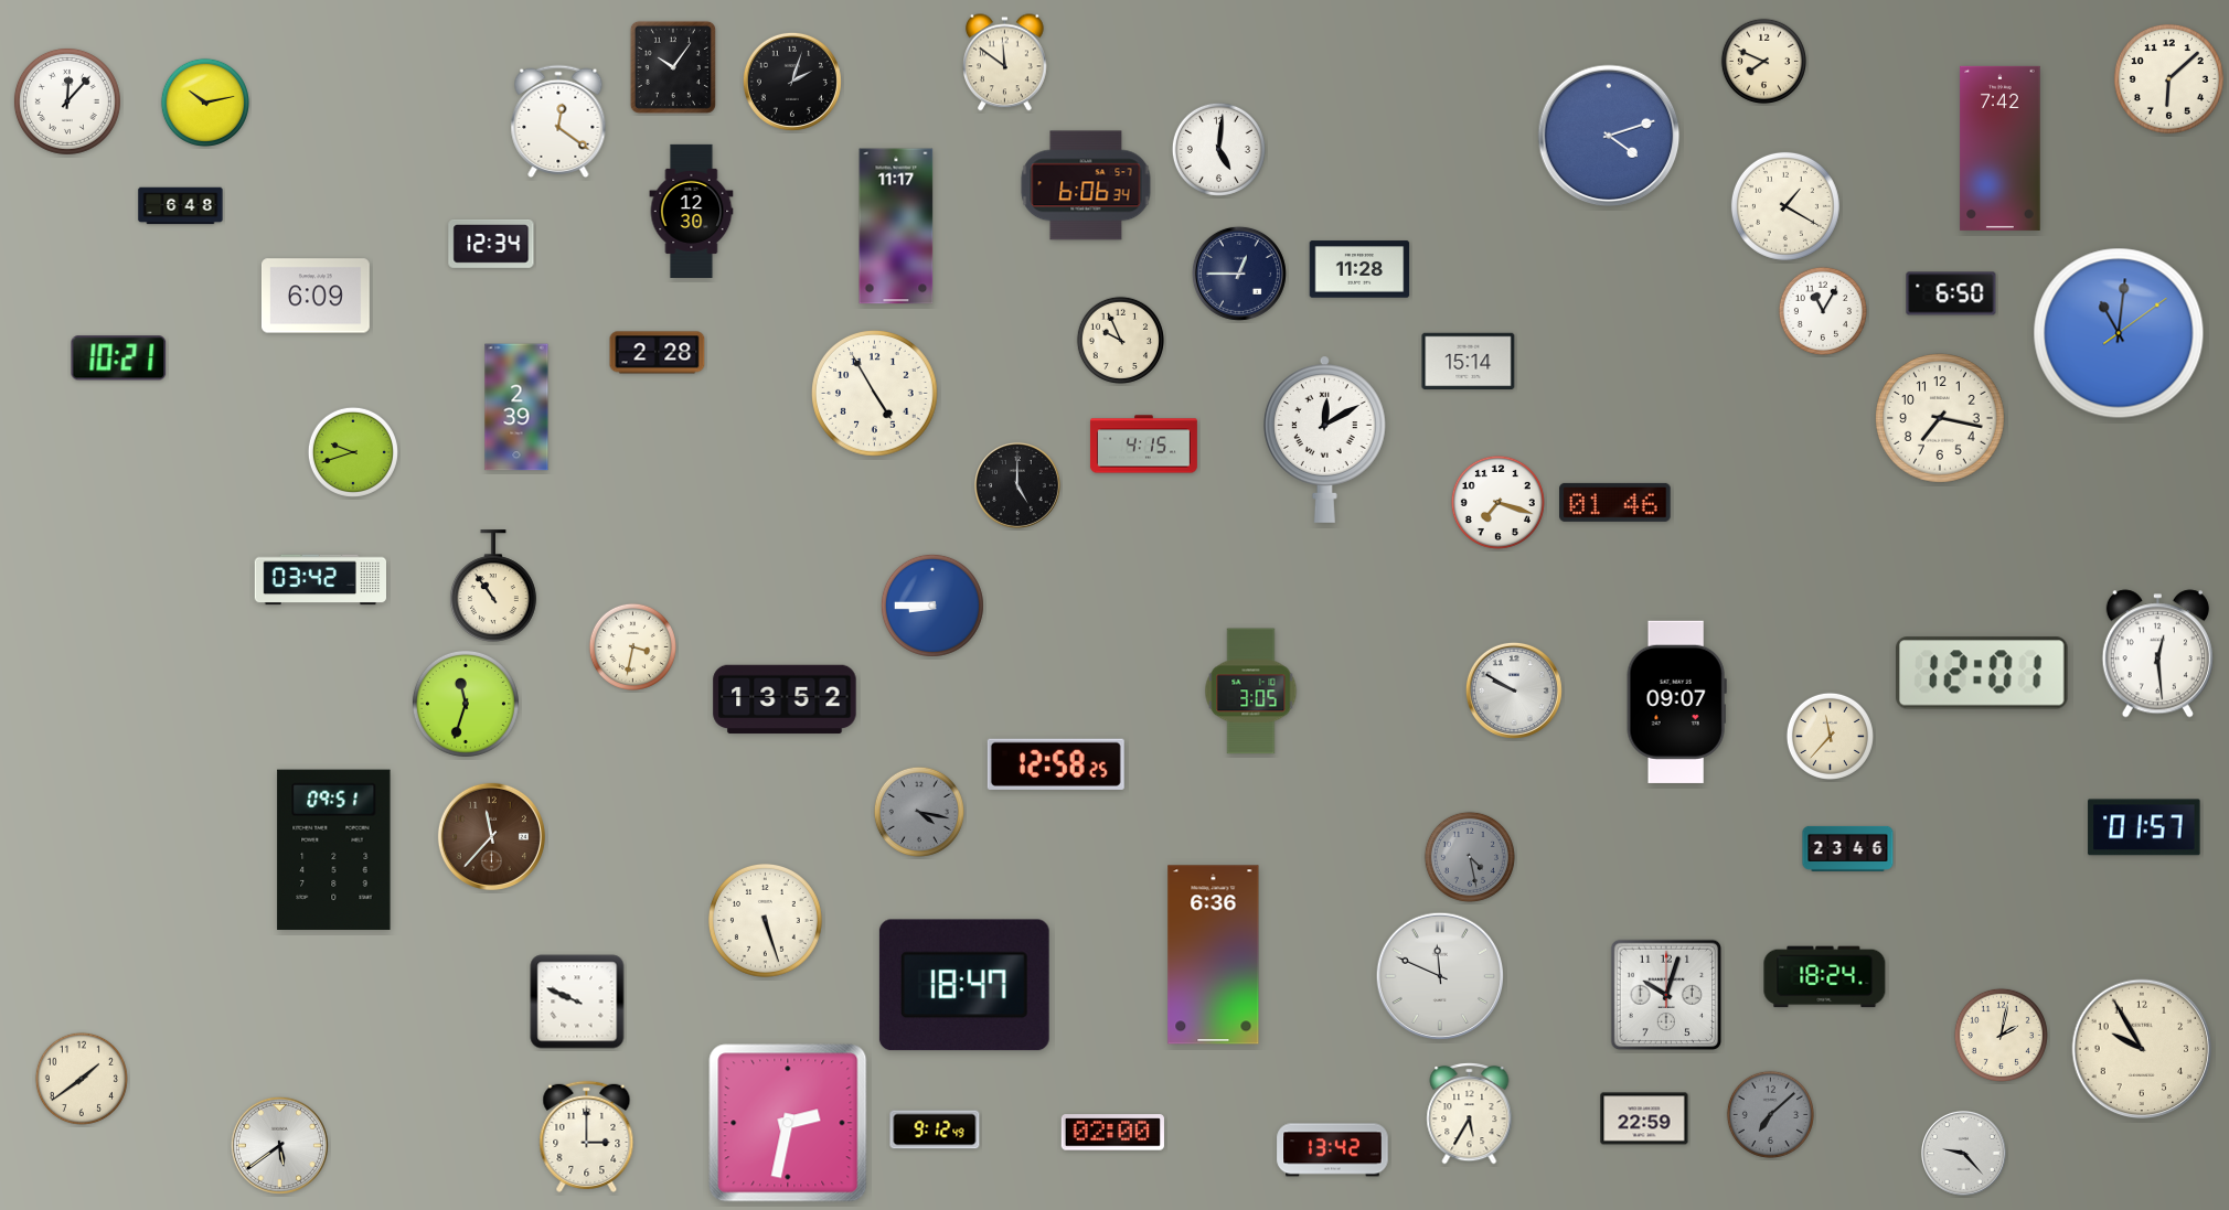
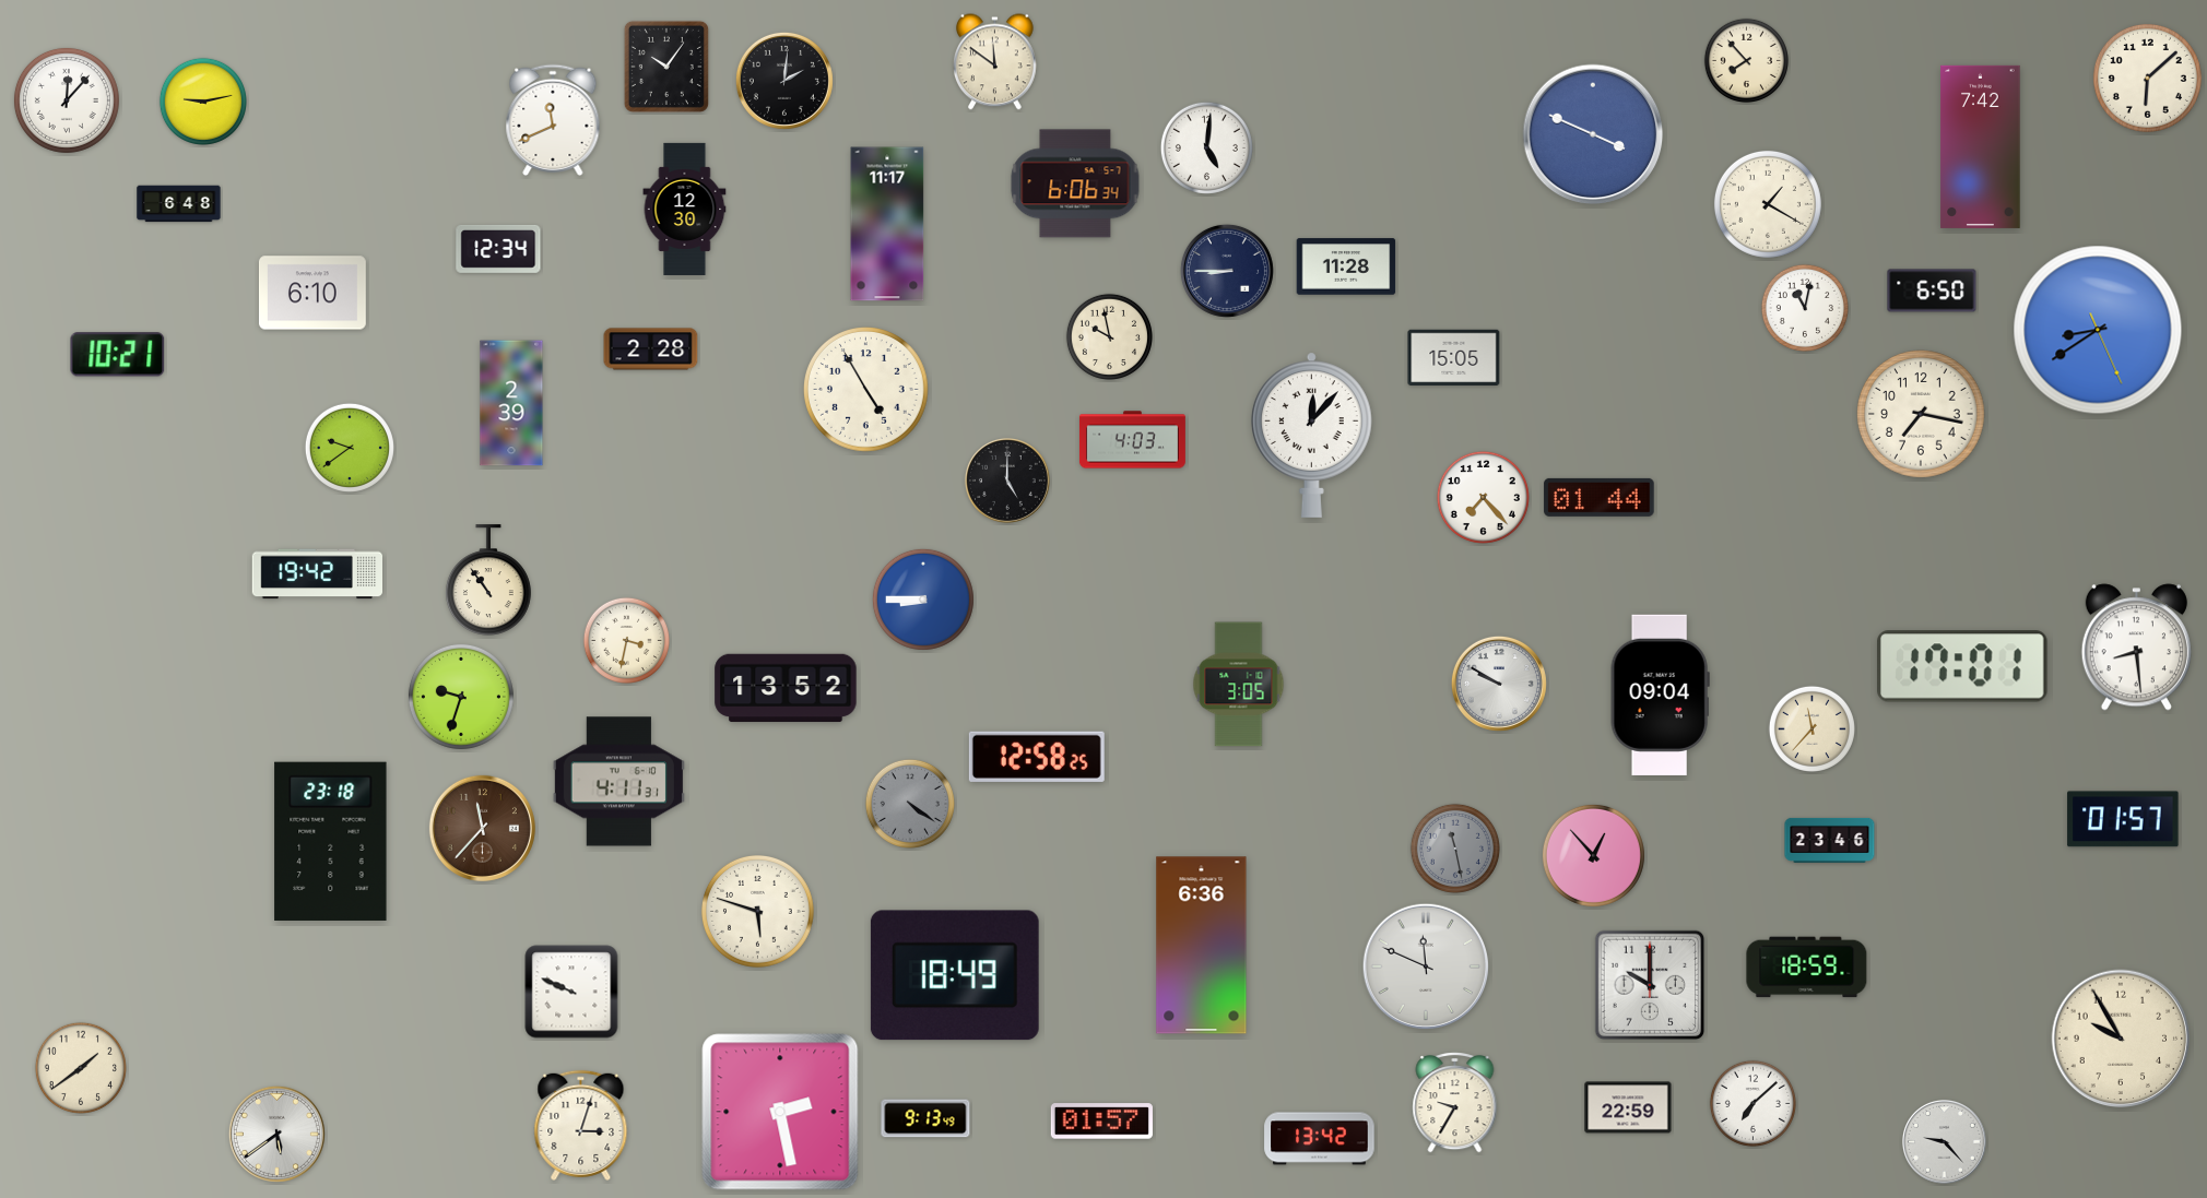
clock at (1763, 61): 7:49 -> 7:53
clock at (792, 82): 2:03 -> 2:01
clock at (205, 103): 10:13 -> 9:13
clock at (558, 120): 12:21 -> 11:41
clock at (1609, 136): 4:12 -> 3:49
clock at (491, 244) position: (491, 244) -> (498, 249)
clock at (1239, 274): 12:45 -> 8:45
clock at (316, 296): 6:09 -> 6:10
clock at (1823, 311): 11:05 -> 11:02
clock at (2119, 333): 11:01 -> 8:39
clock at (1120, 340): 9:56 -> 9:58
clock at (1469, 361): 15:14 -> 15:05
clock at (1324, 439): 12:10 -> 12:07
clock at (1143, 445): 4:15 -> 4:03
clock at (353, 452): 9:42 -> 9:39
clock at (1497, 502): 7:18 -> 7:23
clock at (1615, 502): 01:46 -> 01:44
clock at (320, 580): 03:42 -> 19:42
clock at (2157, 654): 12:29 -> 8:29
clock at (1983, 673): 12:01 -> 17:01
clock at (785, 699) position: (785, 699) -> (786, 688)
clock at (1676, 702): 09:07 -> 09:04
clock at (466, 704): 11:33 -> 9:33
clock at (1056, 764) position: (1056, 764) -> (1037, 757)
clock at (618, 782): none -> 4:11
clock at (919, 812): 4:17 -> 4:21
clock at (491, 836) position: (491, 836) -> (482, 828)
clock at (334, 849): 09:51 -> 23:18
clock at (1470, 857): 4:28 -> 11:28
clock at (1593, 855): none -> 12:53
clock at (765, 920): 5:27 -> 5:48
clock at (1825, 977): 18:24 -> 18:59
clock at (964, 985): 18:47 -> 18:49
clock at (1666, 995): 10:03 -> 10:00
clock at (2001, 1035): 2:02 -> none
clock at (1470, 1114): 5:35 -> 9:35
clock at (1770, 1114) dial: grey -> white
clock at (788, 1123): 2:32 -> 2:28
clock at (935, 1129): 9:12 -> 9:13
clock at (1112, 1133): 02:00 -> 01:57
clock at (587, 1136): 3:00 -> 3:03
